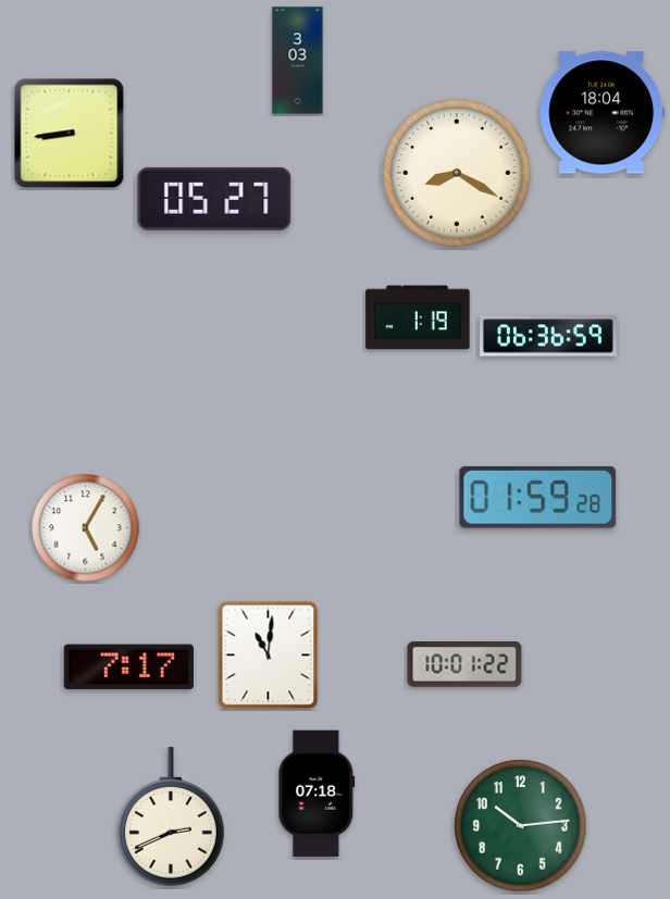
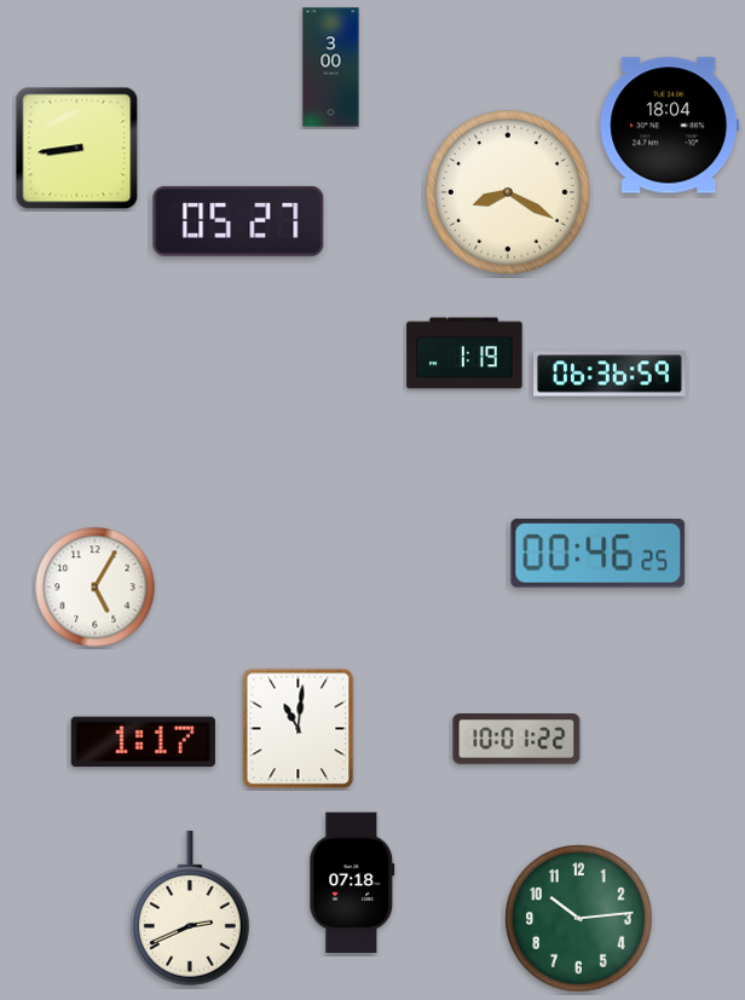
clock at (298, 61): 3:03 -> 3:00
clock at (538, 497): 01:59 -> 00:46
clock at (128, 667): 7:17 -> 1:17
